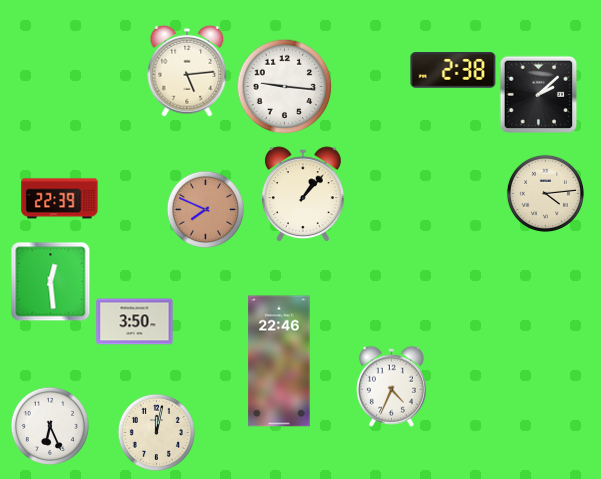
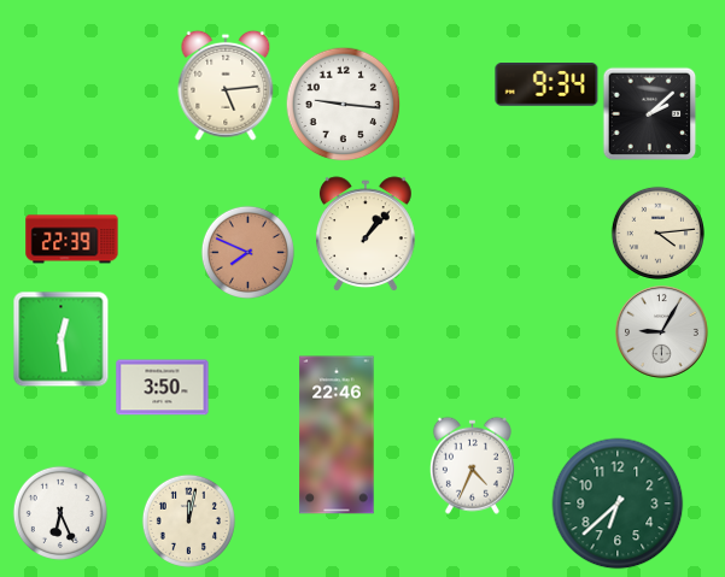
clock at (453, 71): 2:38 -> 9:34
clock at (662, 332): none -> 9:05
clock at (618, 504): none -> 6:38
